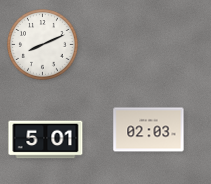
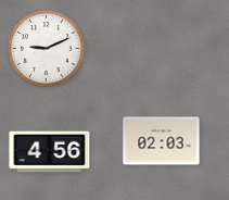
clock at (43, 45): 8:11 -> 9:11
clock at (46, 140): 5:01 -> 4:56
